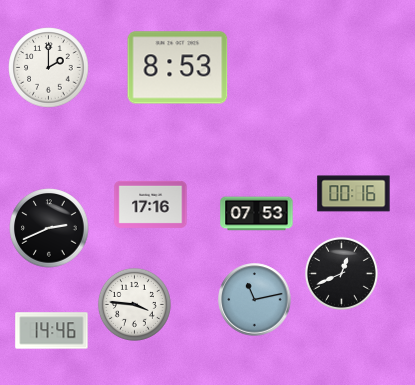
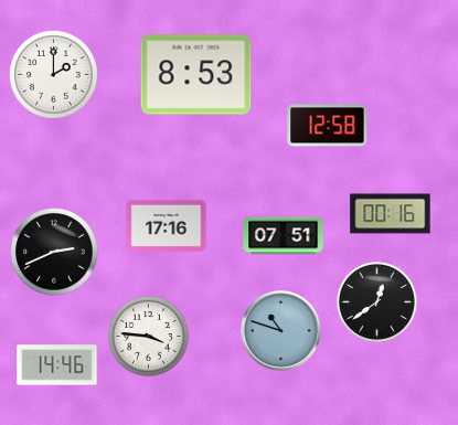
clock at (328, 126): none -> 12:58
clock at (257, 214): 07:53 -> 07:51
clock at (341, 273): 12:41 -> 12:39
clock at (255, 300): 11:13 -> 10:48
